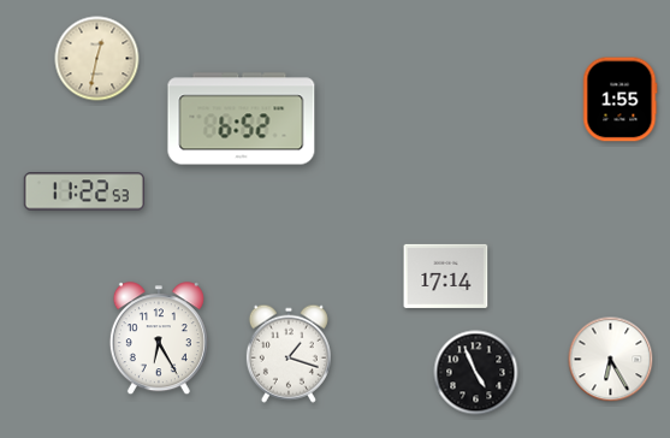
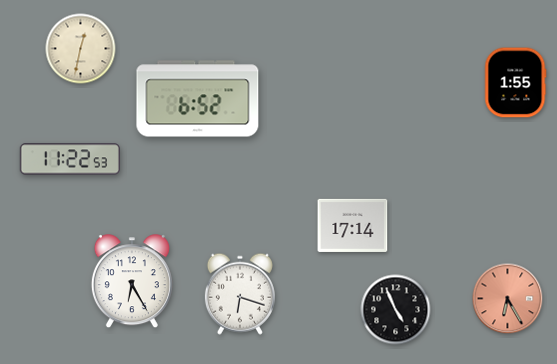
clock at (242, 119) position: (242, 119) -> (198, 99)
clock at (446, 276) position: (446, 276) -> (353, 225)
clock at (289, 354): 1:18 -> 6:18
clock at (611, 360) dial: white -> salmon
